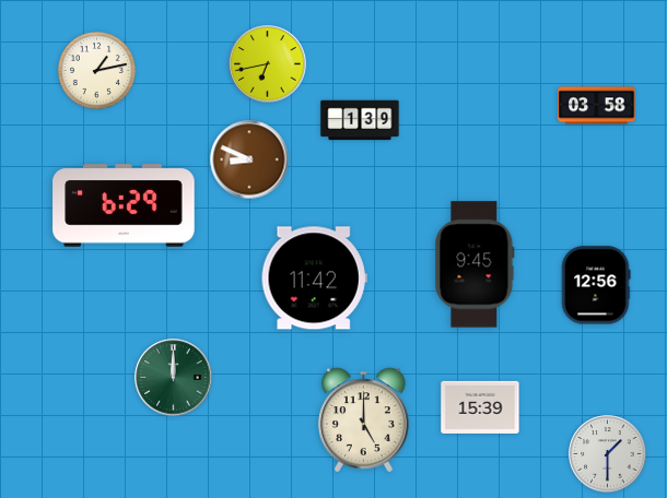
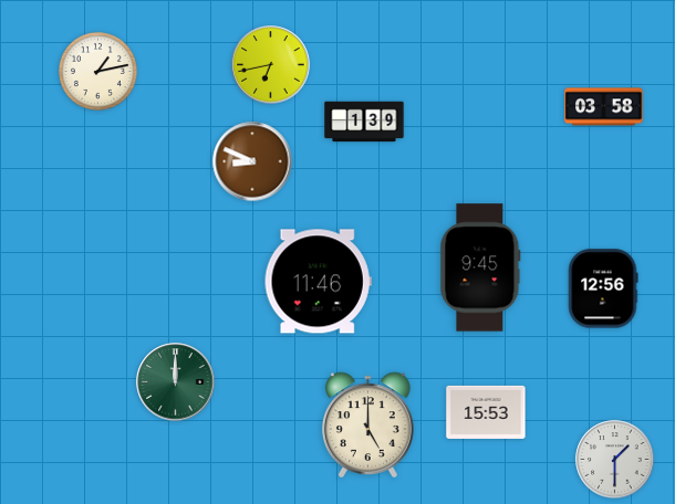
clock at (124, 205): 6:29 -> none
clock at (314, 278): 11:42 -> 11:46
clock at (480, 407): 15:39 -> 15:53
